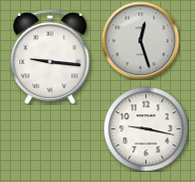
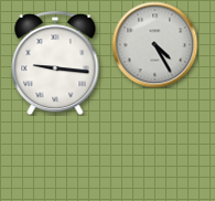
clock at (140, 40): 12:27 -> 4:25
clock at (146, 129): 9:17 -> none
